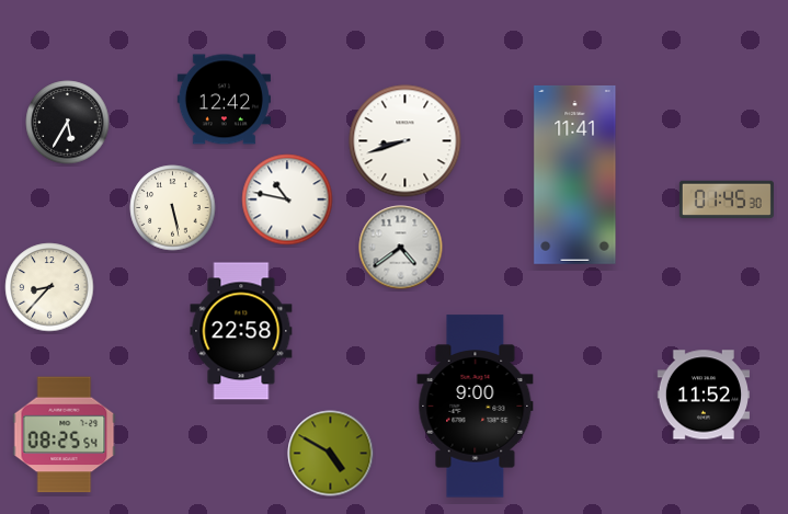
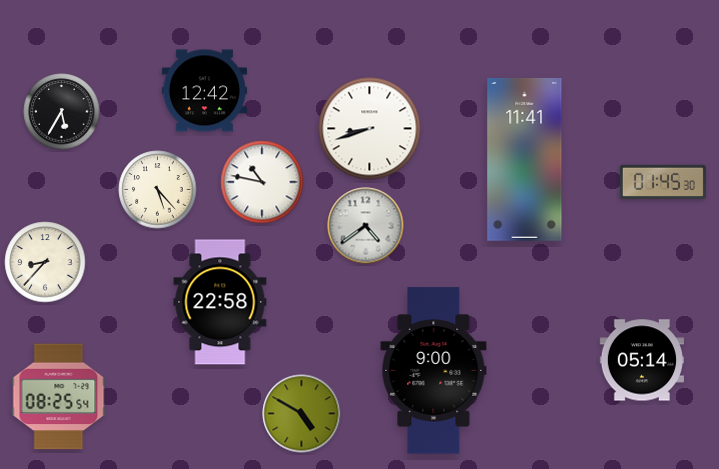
clock at (173, 208): 5:28 -> 5:23
clock at (703, 395): 11:52 -> 05:14
